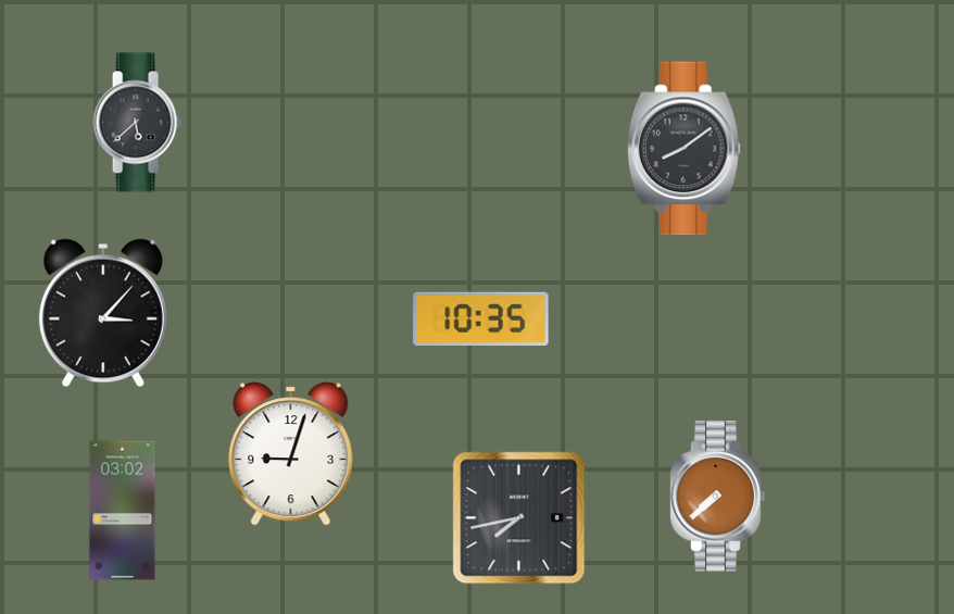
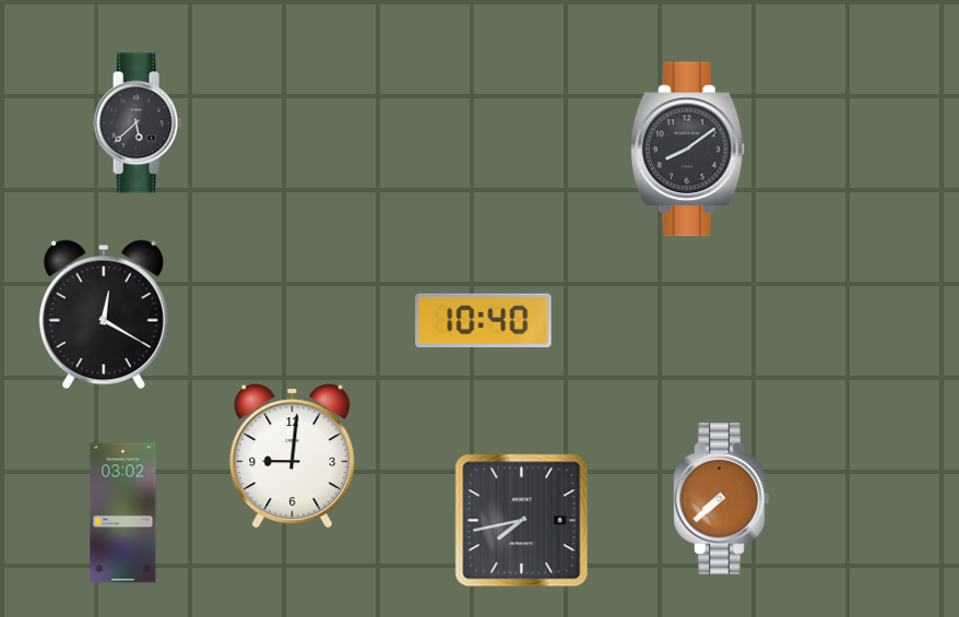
clock at (103, 313): 3:07 -> 12:20
clock at (481, 319): 10:35 -> 10:40
clock at (291, 454): 9:03 -> 9:01
